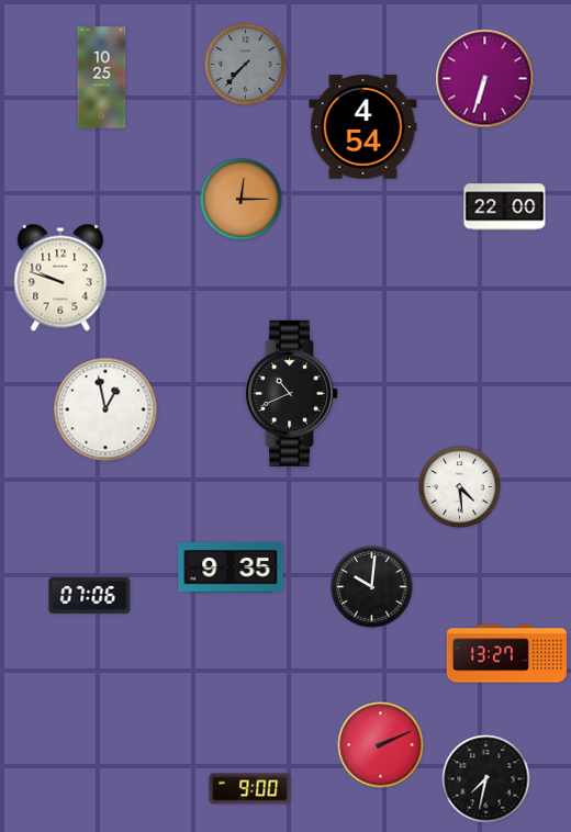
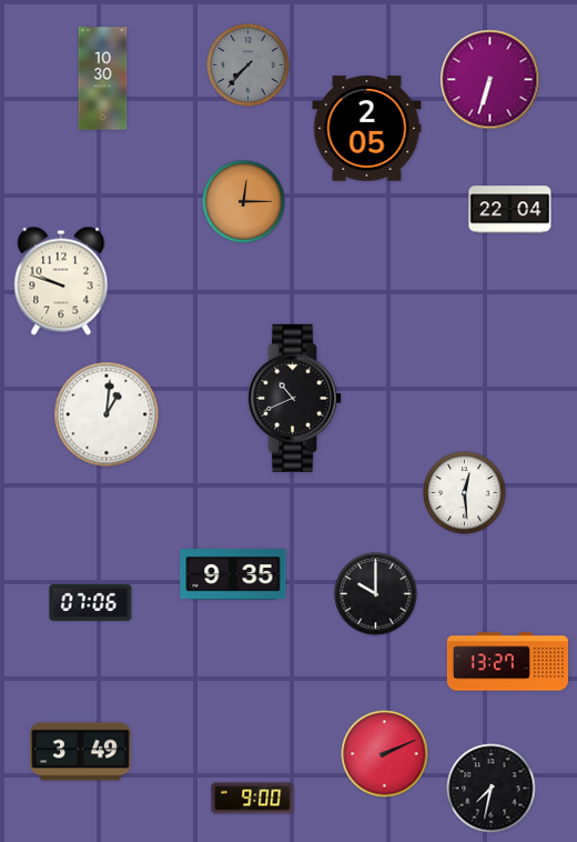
clock at (102, 78): 10:25 -> 10:30
clock at (363, 127): 4:54 -> 2:05
clock at (505, 207): 22:00 -> 22:04
clock at (105, 409): 12:58 -> 1:01
clock at (460, 487): 4:29 -> 12:29
clock at (372, 587): 10:01 -> 10:00
clock at (506, 654) position: (506, 654) -> (507, 662)
clock at (81, 752): none -> 3:49
